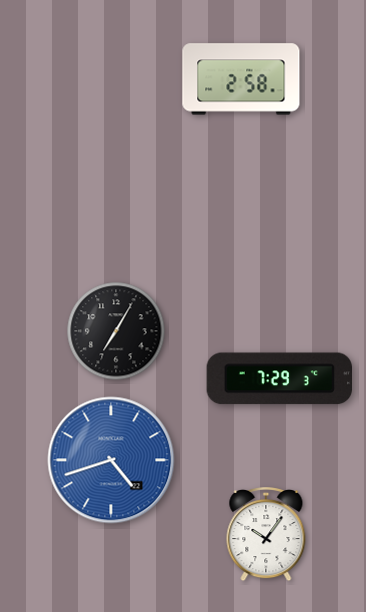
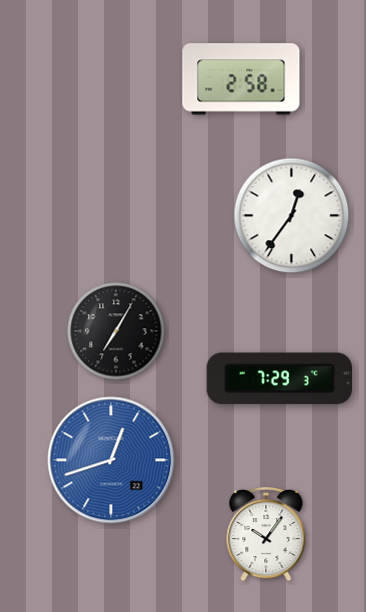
clock at (292, 216): none -> 12:36
clock at (111, 460): 4:42 -> 12:42
